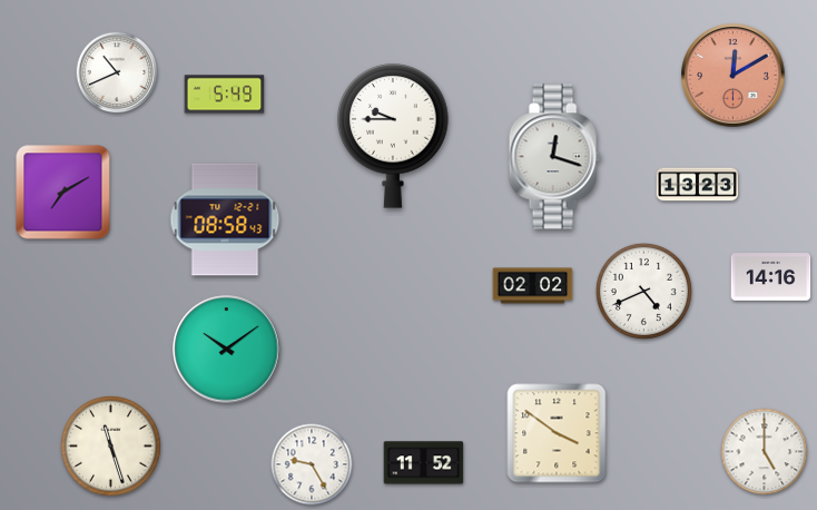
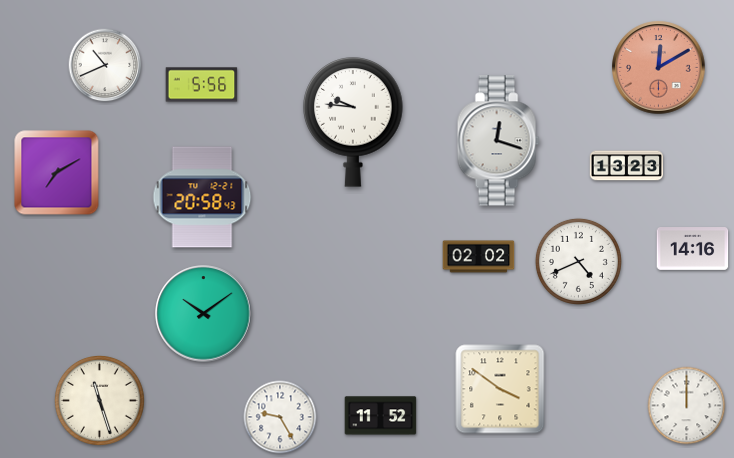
clock at (225, 95): 5:49 -> 5:56
clock at (393, 136): 9:45 -> 9:46
clock at (225, 219): 08:58 -> 20:58
clock at (765, 452): 5:00 -> 12:00
